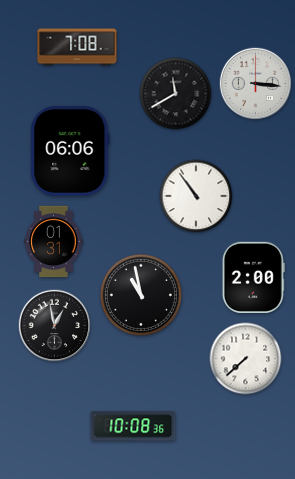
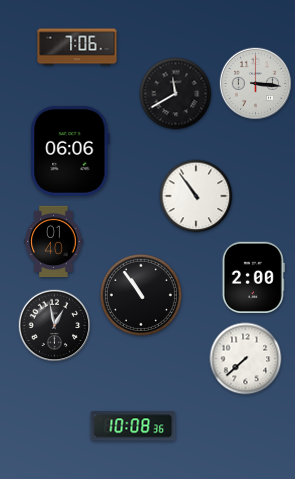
clock at (77, 47): 7:08 -> 7:06
clock at (54, 242): 01:31 -> 01:40
clock at (141, 295): 10:58 -> 10:54
